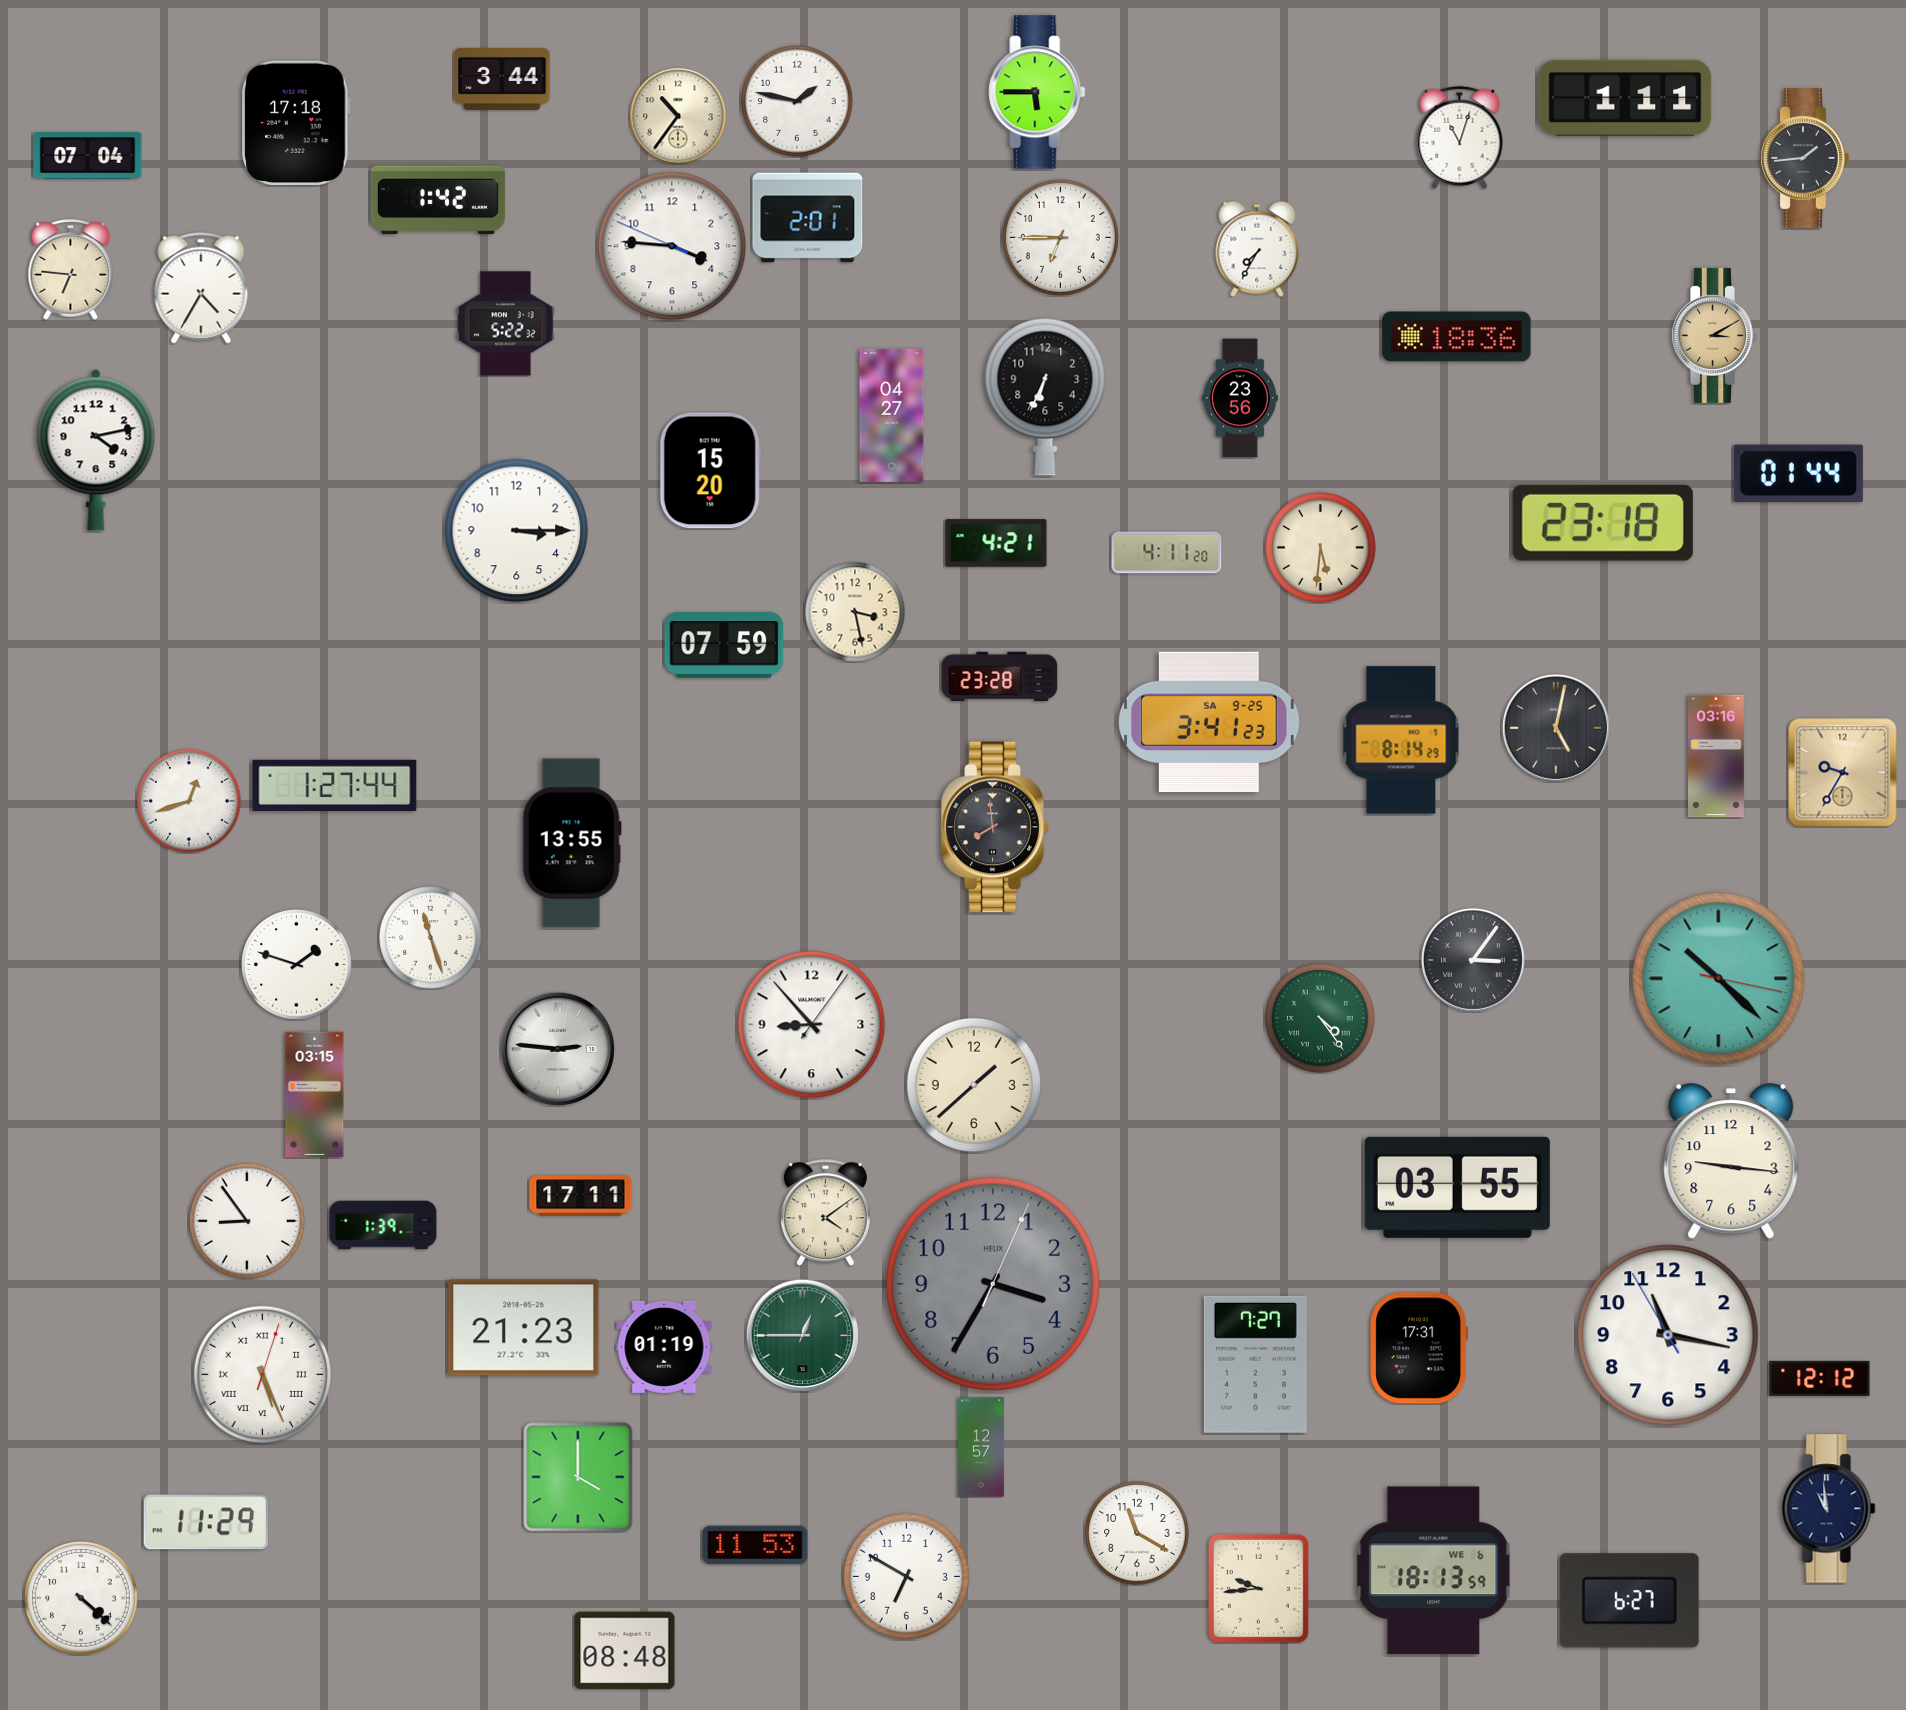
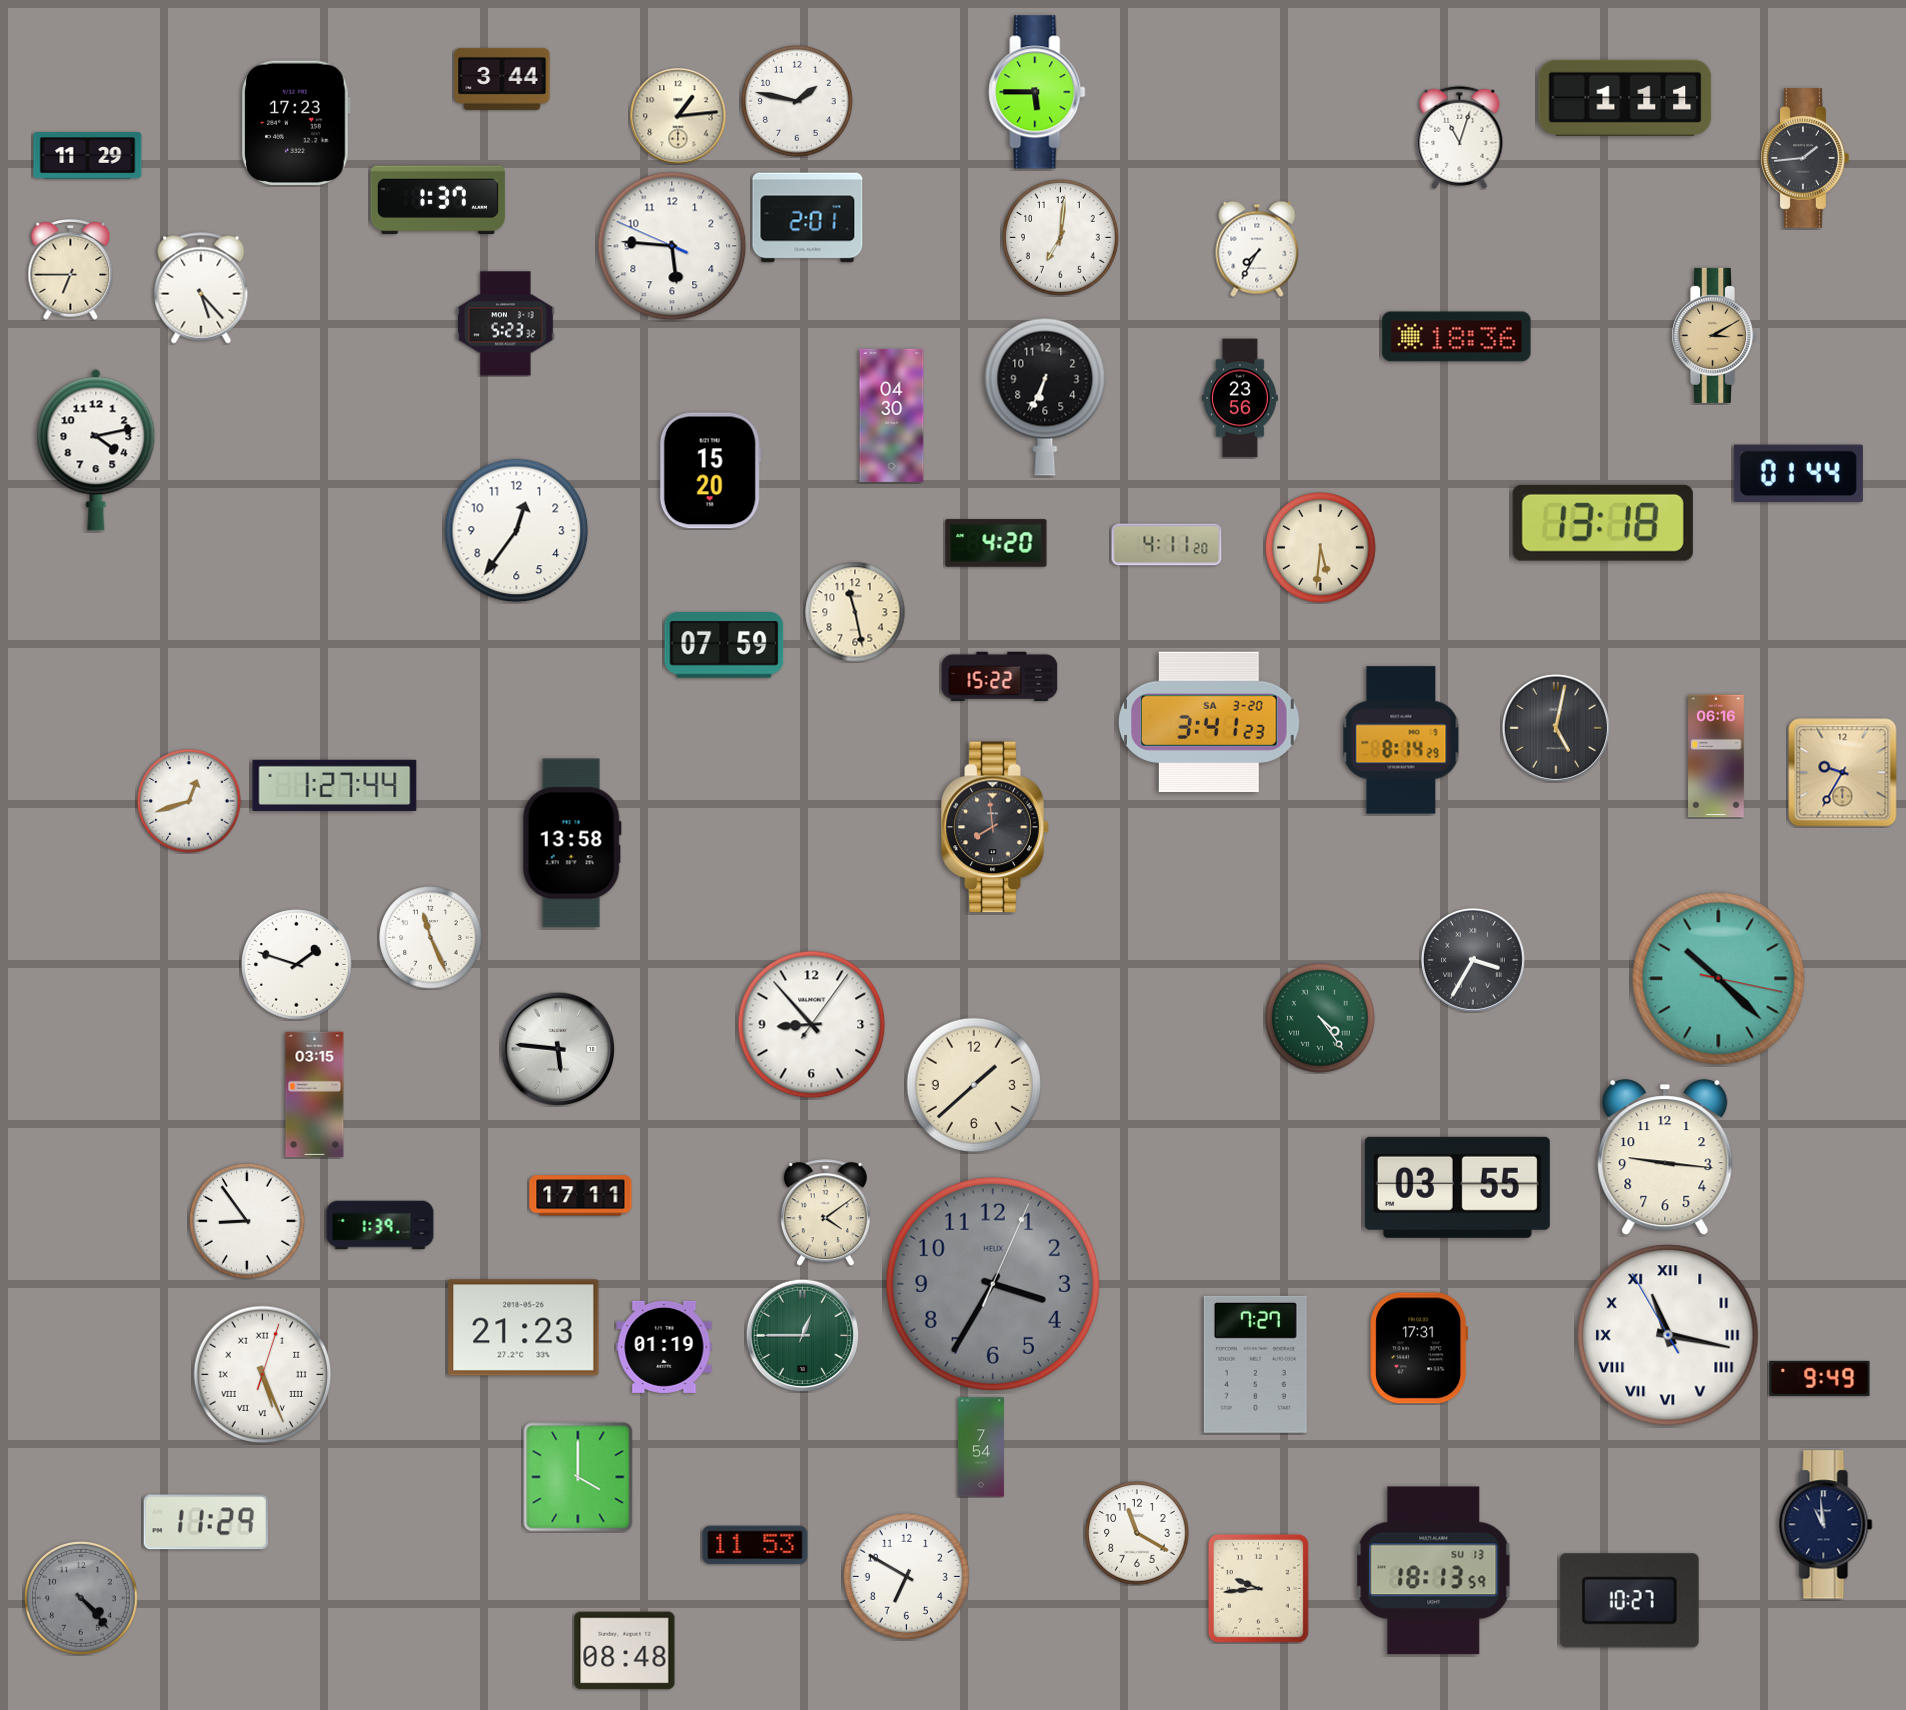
clock at (678, 116): 10:36 -> 1:14
clock at (296, 123): 17:18 -> 17:23
clock at (88, 156): 07:04 -> 11:29
clock at (438, 200): 1:42 -> 1:37
clock at (1060, 237): 6:45 -> 7:01
clock at (672, 246): 3:45 -> 5:45
clock at (71, 270): 6:46 -> 6:45
clock at (201, 288): 4:35 -> 5:23
clock at (506, 324): 5:22 -> 5:23
clock at (892, 415): 04:27 -> 04:30
clock at (1603, 523): 23:18 -> 13:18
clock at (517, 531): 3:15 -> 12:36
clock at (996, 543): 4:21 -> 4:20
clock at (1167, 553) position: (1167, 553) -> (1167, 545)
clock at (855, 612): 3:28 -> 11:28
clock at (1000, 677): 23:28 -> 15:22
clock at (1209, 722) date: SA 9-25 -> SA 3-20
clock at (1717, 756): 03:16 -> 06:16
clock at (572, 843): 13:55 -> 13:58
clock at (431, 938): 11:27 -> 11:26
clock at (1473, 960): 3:06 -> 3:35
clock at (558, 1049): 2:46 -> 5:46
clock at (1731, 1162) position: (1731, 1162) -> (1665, 1158)
clock at (383, 1225) position: (383, 1225) -> (380, 1225)
clock at (1668, 1335) numerals: Arabic -> Roman
clock at (1820, 1378): 12:12 -> 9:49
clock at (981, 1447): 12:57 -> 7:54
clock at (1829, 1509) position: (1829, 1509) -> (1826, 1525)
clock at (1434, 1571) date: WE 6 -> SU 13
clock at (82, 1599): 4:22 -> 4:23
clock at (82, 1599) dial: white -> grey
clock at (1629, 1601): 6:27 -> 10:27
